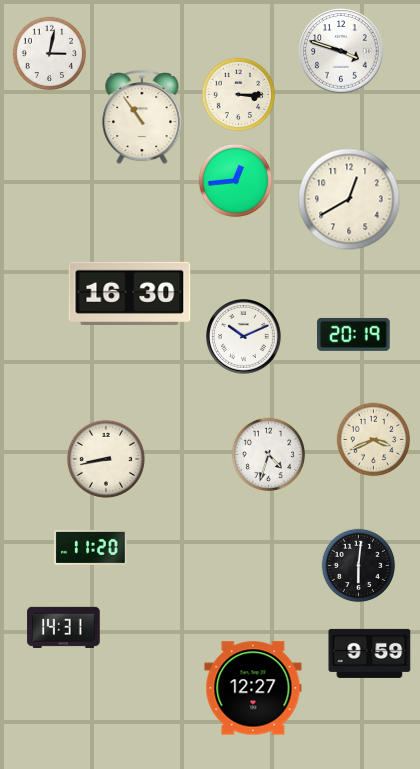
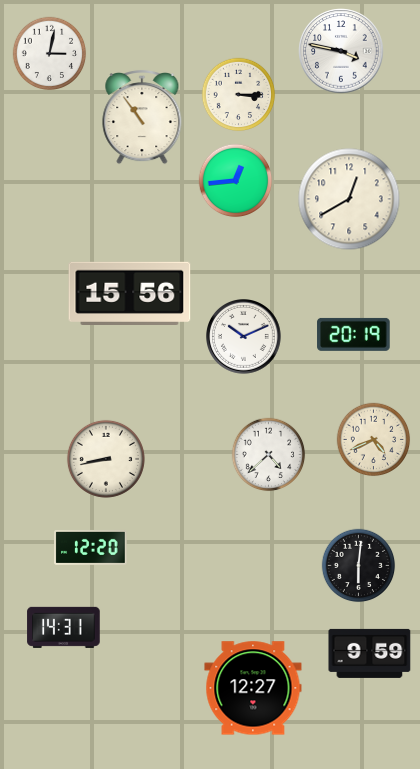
clock at (341, 51): 3:48 -> 3:47
clock at (130, 293): 16:30 -> 15:56
clock at (374, 440): 3:41 -> 4:41
clock at (269, 455): 4:33 -> 4:38
clock at (91, 547): 11:20 -> 12:20
